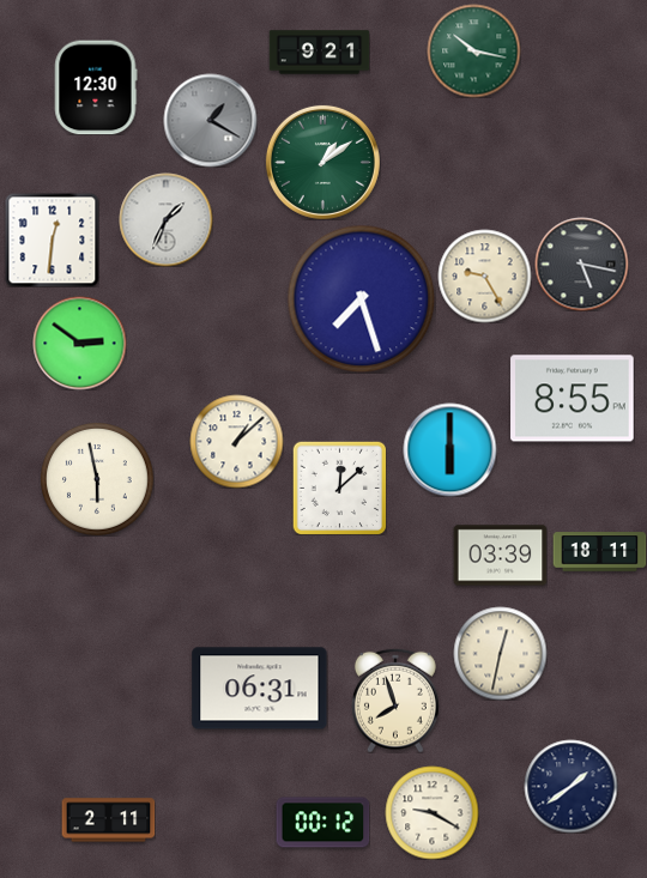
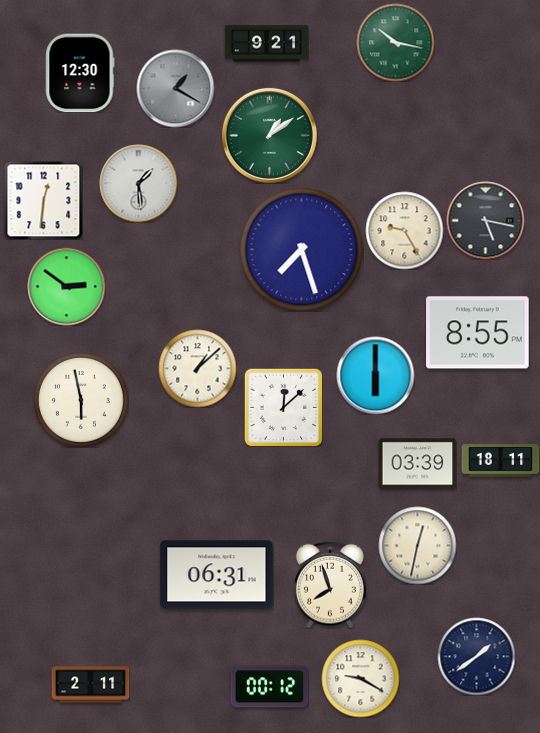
clock at (210, 120) position: (210, 120) -> (175, 88)
clock at (165, 219): 1:34 -> 1:29
